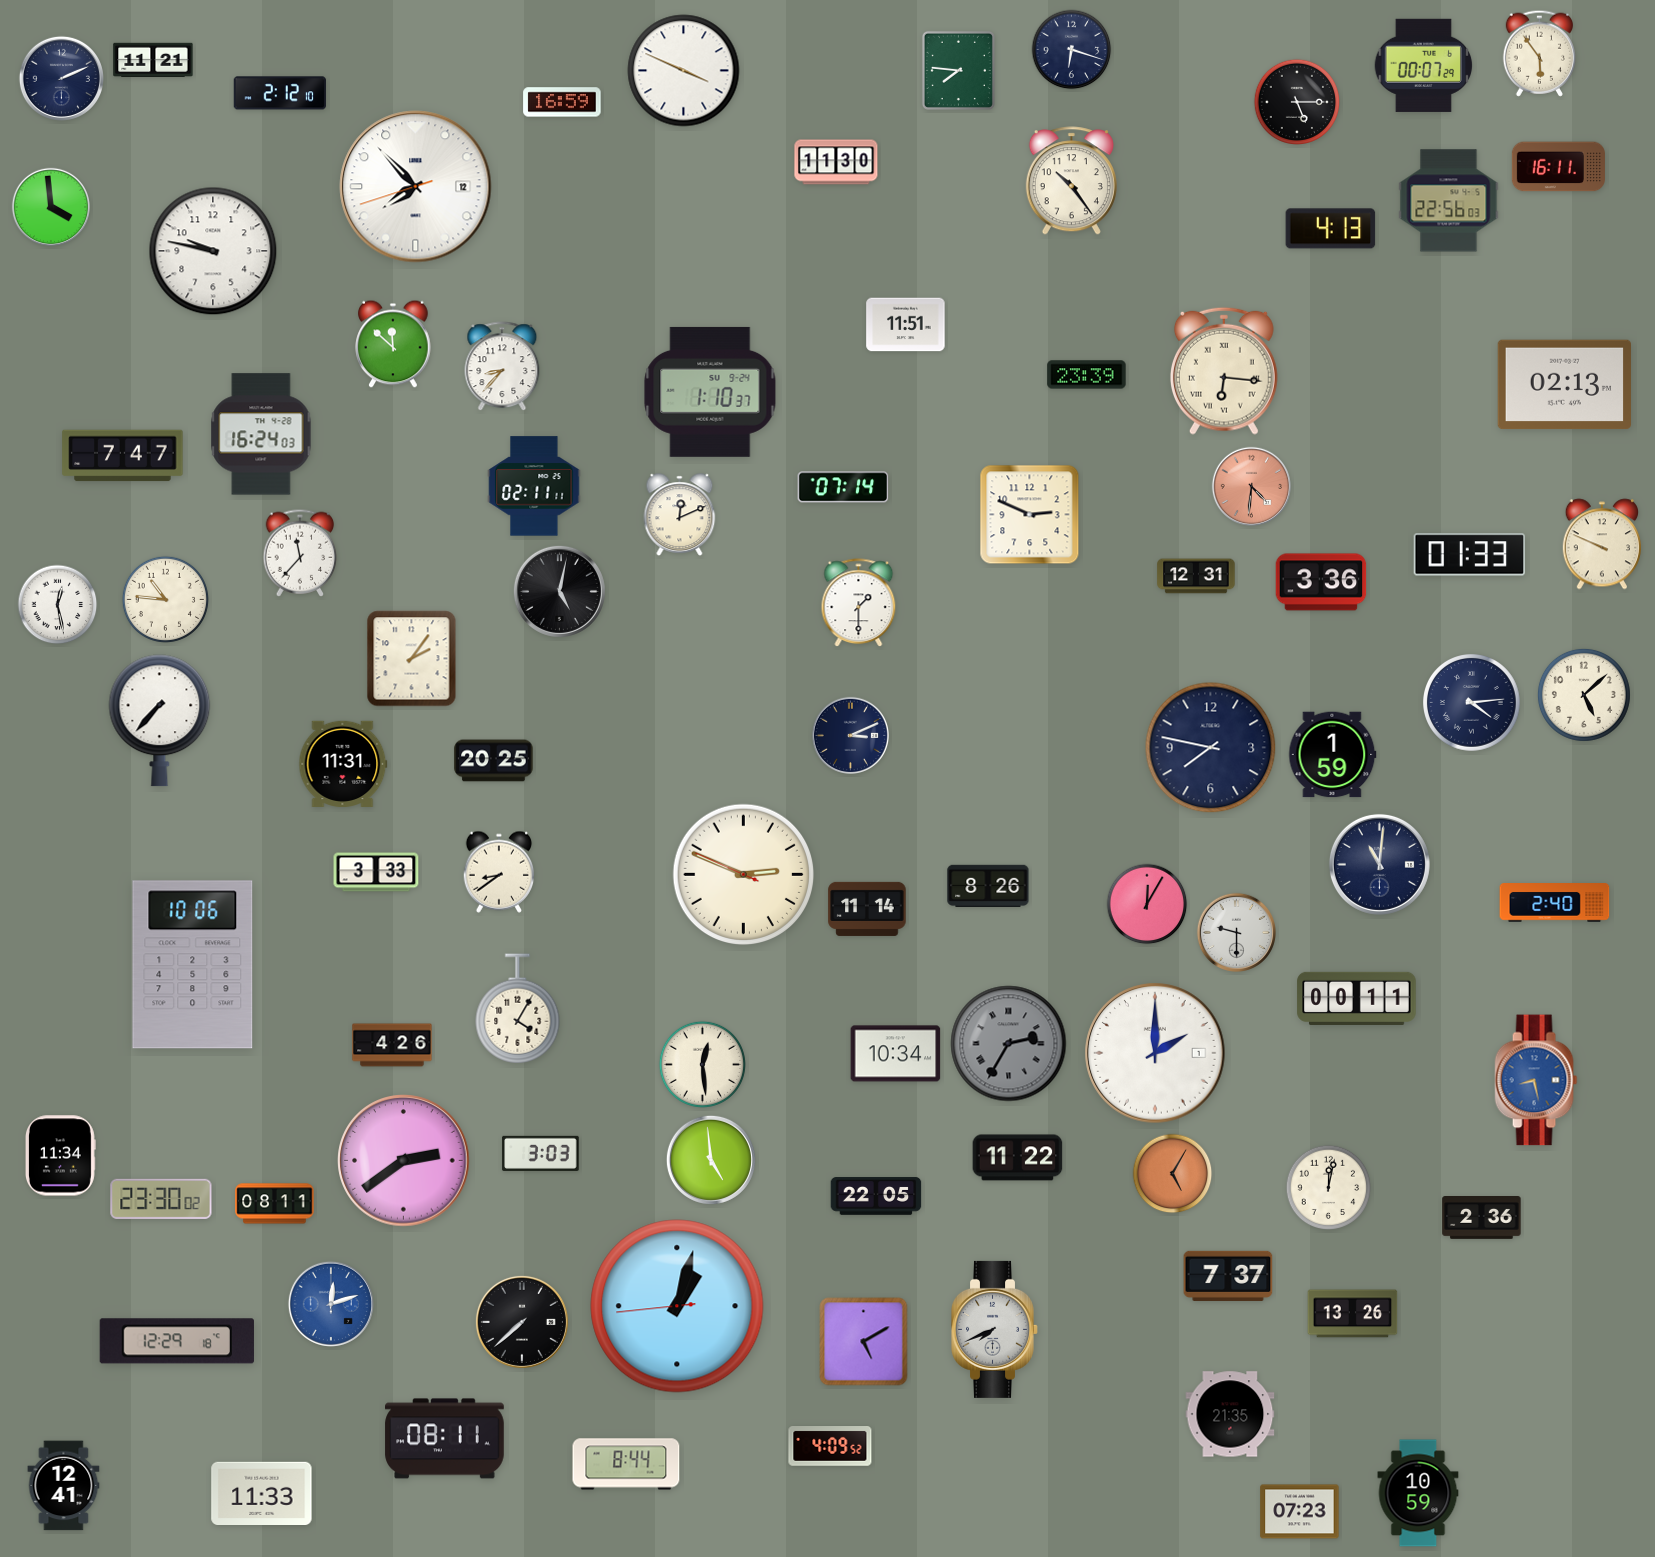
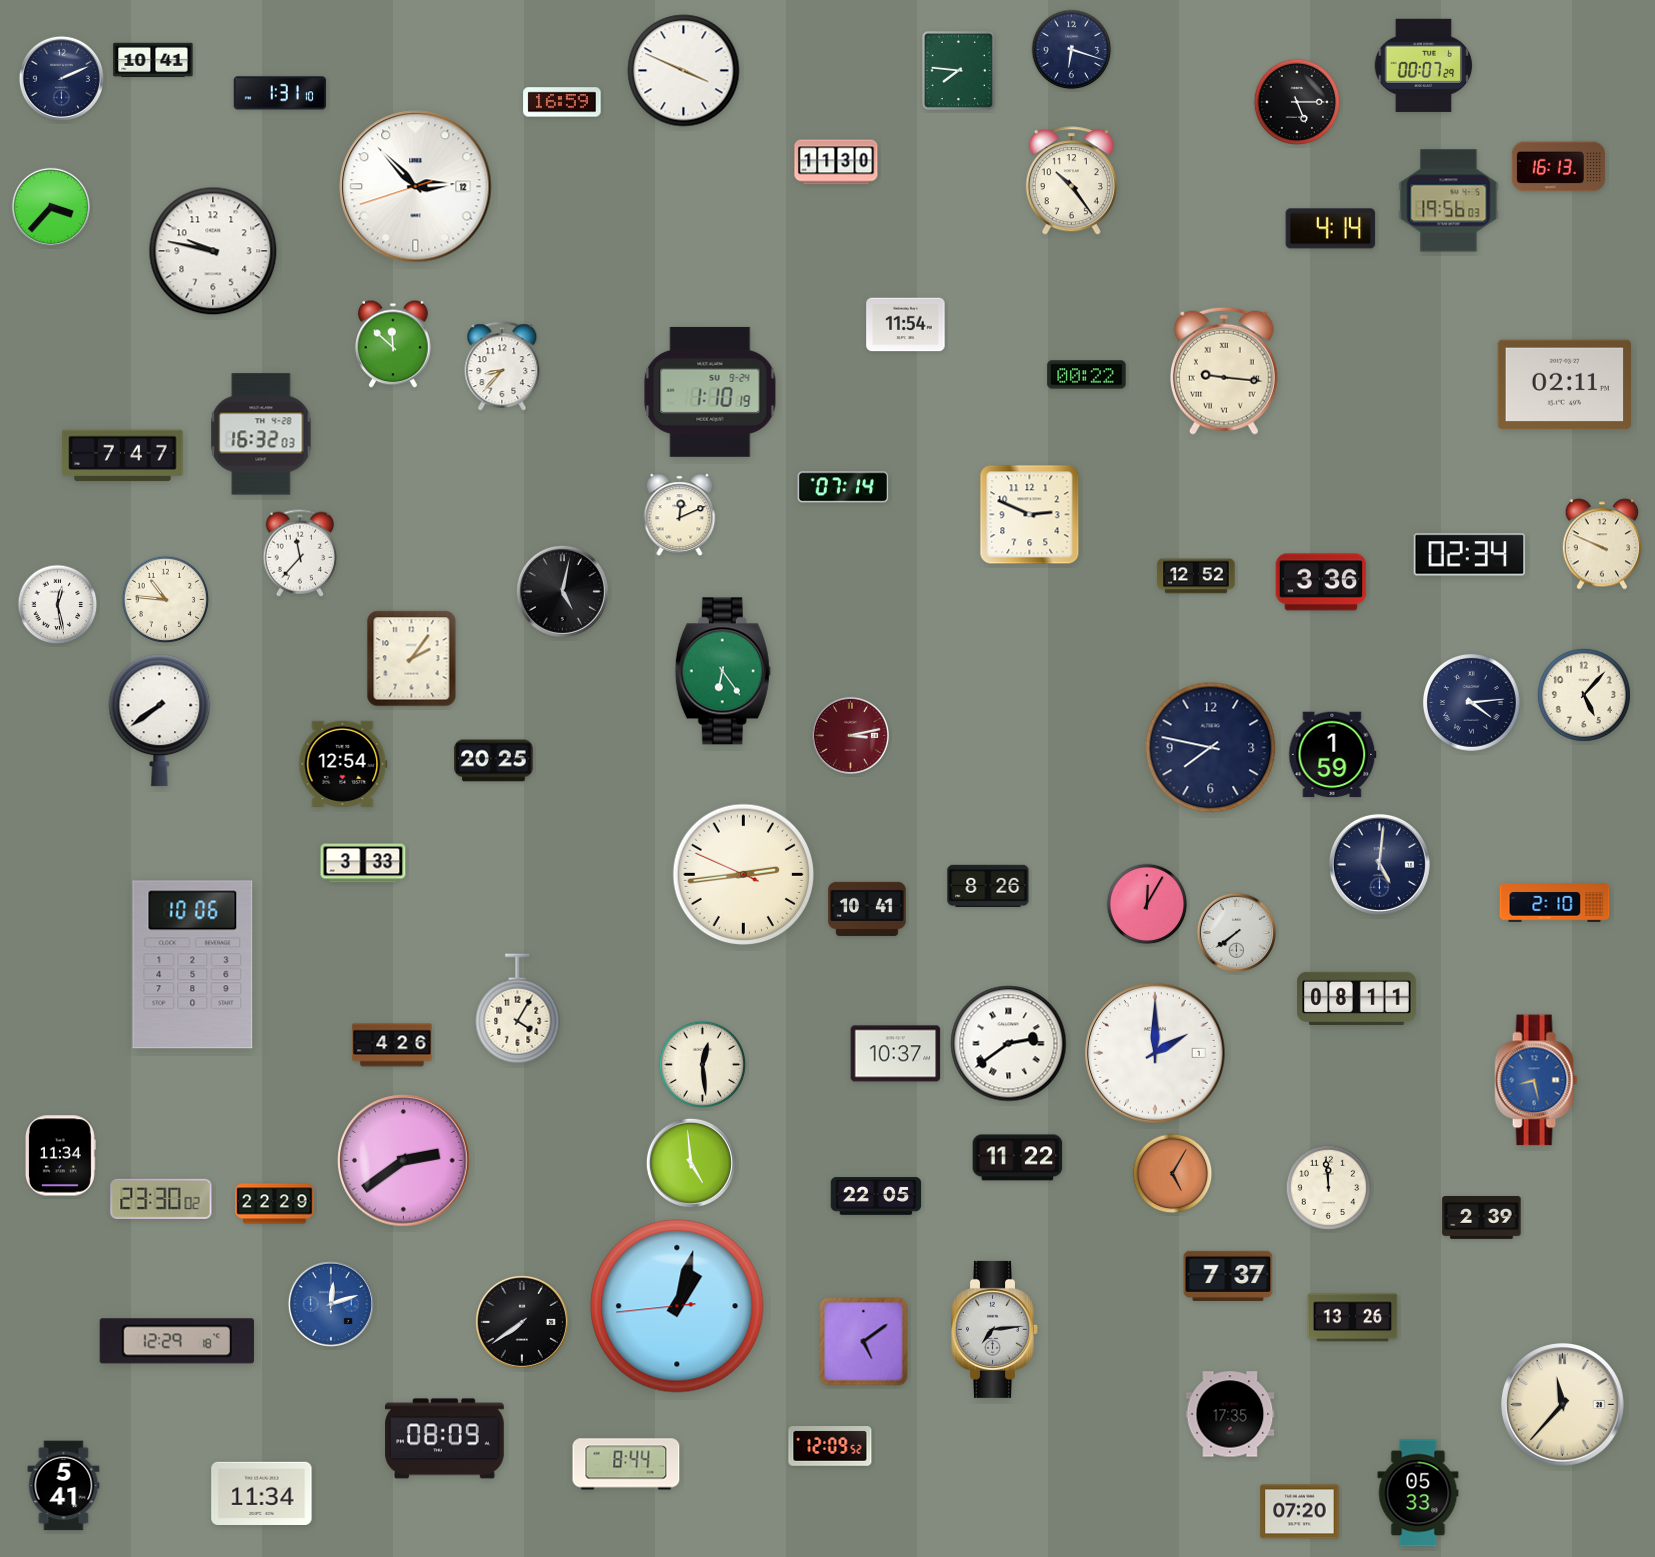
clock at (1539, 53): 5:54 -> none
clock at (153, 60): 11:21 -> 10:41
clock at (280, 93): 2:12 -> 1:31
clock at (1558, 167): 16:11 -> 16:13
clock at (416, 187): 7:52 -> 2:52
clock at (1449, 201): 22:56 -> 19:56
clock at (50, 206): 3:59 -> 3:37
clock at (1331, 229): 4:13 -> 4:14
clock at (906, 325): 11:51 -> 11:54
clock at (1224, 371): 6:16 -> 9:16
clock at (1087, 375): 23:39 -> 00:22
clock at (1564, 385): 02:13 -> 02:11
clock at (710, 392): 1:10:37 -> 1:10:19
clock at (261, 434): 16:24 -> 16:32
clock at (534, 486): 02:11 -> none
clock at (1251, 486): 4:31 -> none
clock at (1470, 555): 01:33 -> 02:34
clock at (1196, 576): 12:31 -> 12:52
clock at (559, 591) position: (559, 591) -> (562, 591)
clock at (859, 603): 1:30 -> none
clock at (723, 671): none -> 6:24
clock at (1584, 695): 5:08 -> 5:07
clock at (160, 721): 7:37 -> 7:39
clock at (850, 735): 3:11 -> 3:13
clock at (850, 735) dial: navy -> burgundy
clock at (343, 764): 11:31 -> 12:54
clock at (1379, 864): 11:01 -> 5:01
clock at (376, 872) position: (376, 872) -> (363, 863)
clock at (499, 872): 8:39 -> none
clock at (744, 875): 2:48 -> 2:43
clock at (1555, 903): 2:40 -> 2:10
clock at (867, 909): 11:14 -> 10:41
clock at (1236, 932): 9:30 -> 7:39
clock at (1357, 998): 00:11 -> 08:11
clock at (1009, 1044): 2:35 -> 2:39
clock at (1009, 1044) dial: grey -> white
clock at (896, 1054): 10:34 -> 10:37
clock at (541, 1153): 3:03 -> none
clock at (711, 1160) position: (711, 1160) -> (691, 1163)
clock at (1329, 1188): 12:02 -> 11:59
clock at (275, 1204): 08:11 -> 22:29
clock at (1482, 1218): 2:36 -> 2:39
clock at (1353, 1314) position: (1353, 1314) -> (1353, 1318)
clock at (522, 1322): 7:38 -> 7:39
clock at (995, 1329): 7:41 -> 7:14
clock at (864, 1342): 5:10 -> 5:09
clock at (1563, 1405): none -> 11:37
clock at (1230, 1414): 21:35 -> 17:35
clock at (445, 1439): 08:11 -> 08:09
clock at (830, 1447): 4:09 -> 12:09
clock at (64, 1486): 12:41 -> 5:41
clock at (262, 1493): 11:33 -> 11:34
clock at (1418, 1493): 10:59 -> 05:33
clock at (1300, 1512): 07:23 -> 07:20
